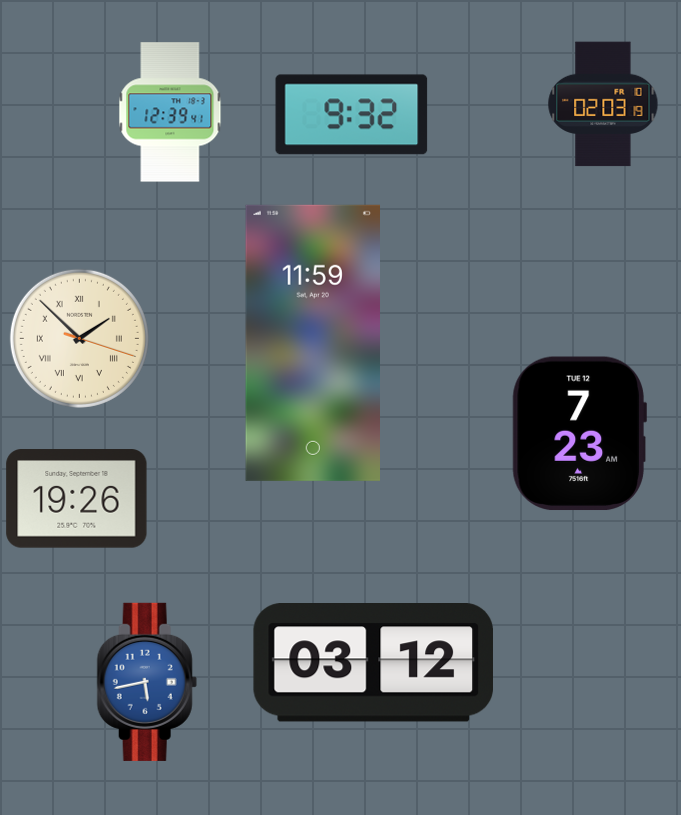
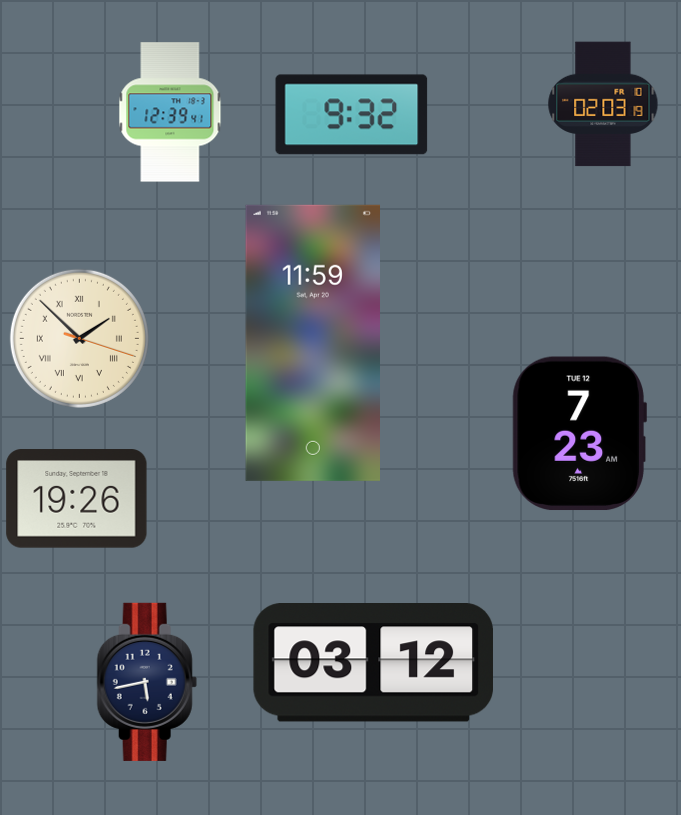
clock at (147, 682) dial: blue -> navy
